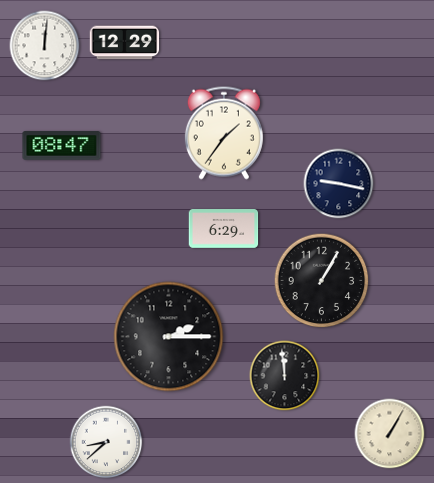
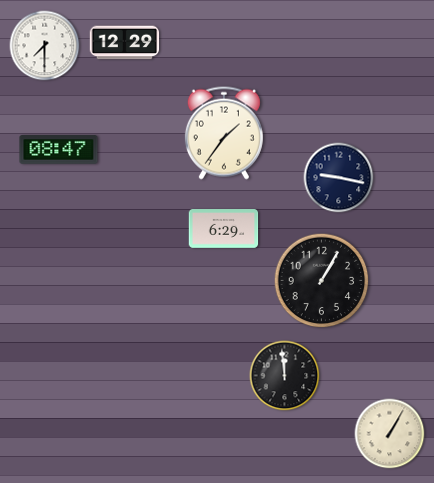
clock at (45, 46): 12:01 -> 7:30
clock at (62, 146) position: (62, 146) -> (59, 150)
clock at (339, 184) position: (339, 184) -> (339, 178)
clock at (169, 337): 2:15 -> none
clock at (106, 442): 8:38 -> none
